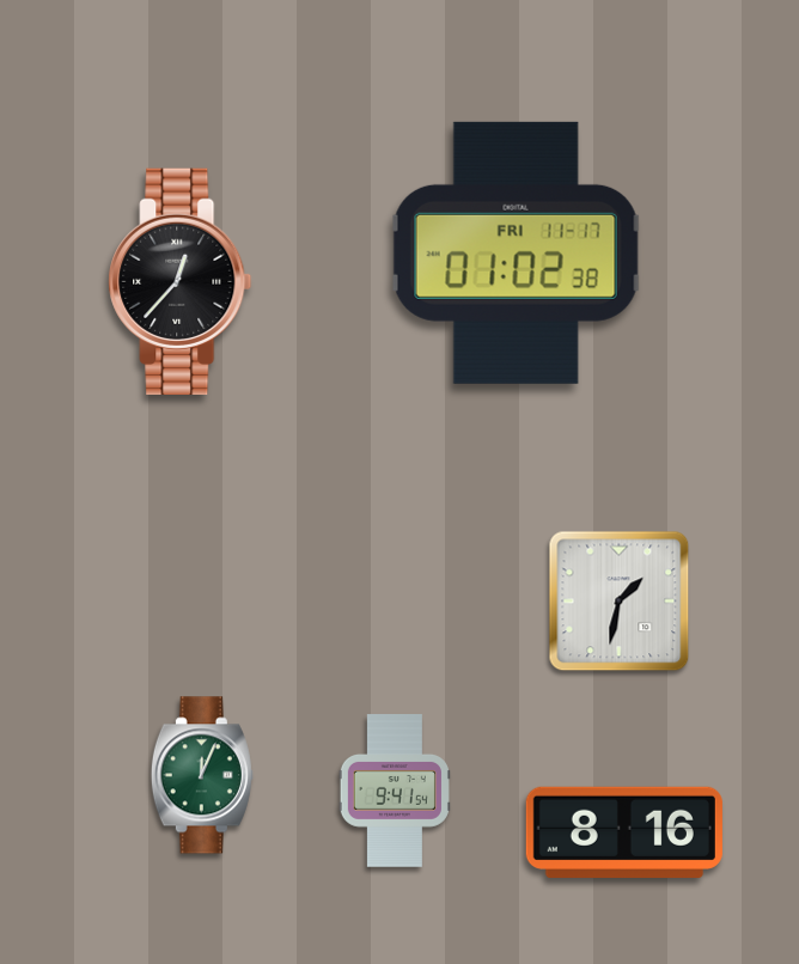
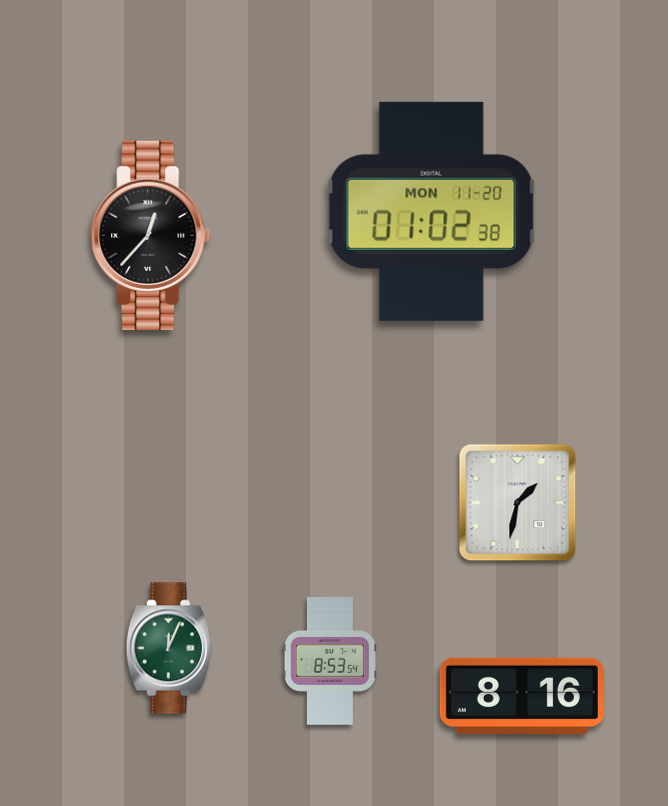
clock at (516, 252) date: FRI 11-17 -> MON 11-20
clock at (395, 791): 9:41 -> 8:53
